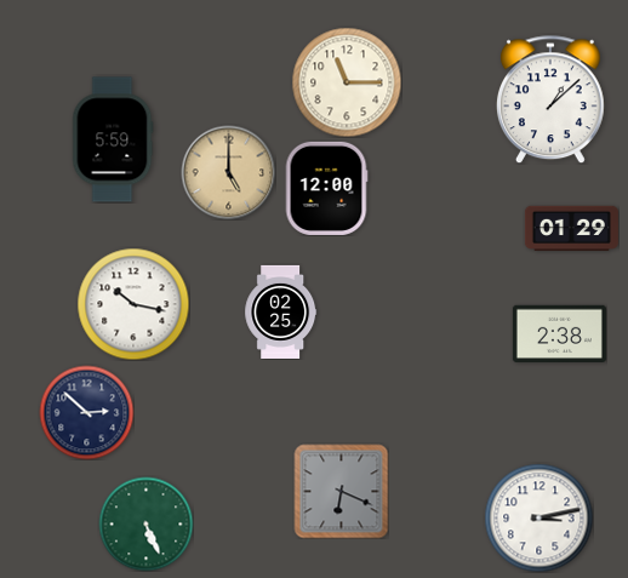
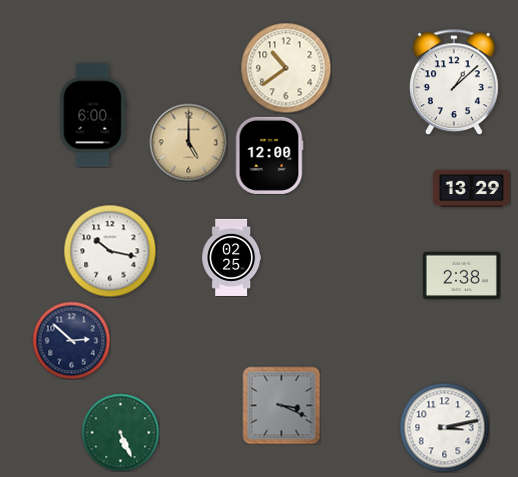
clock at (347, 82): 11:15 -> 10:39
clock at (113, 139): 5:59 -> 6:00
clock at (571, 228): 01:29 -> 13:29
clock at (341, 491): 6:19 -> 3:19
